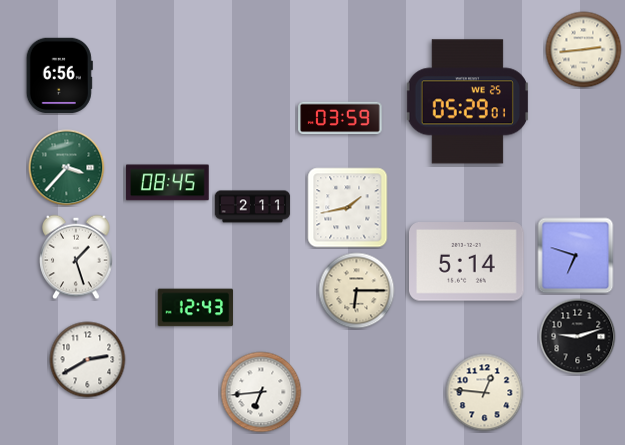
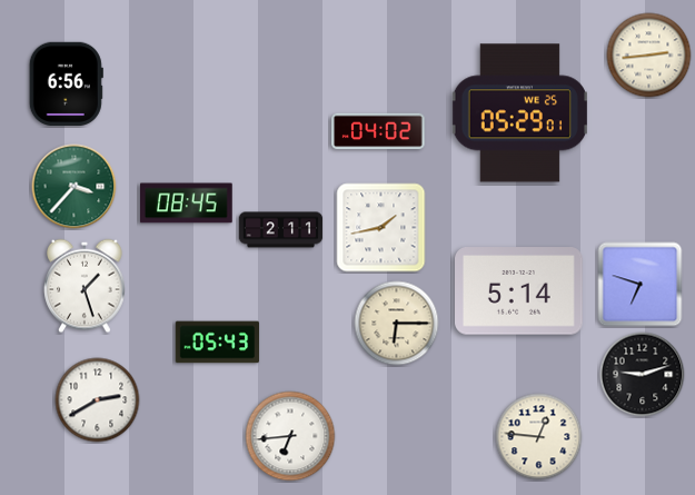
clock at (340, 118): 03:59 -> 04:02
clock at (348, 208) position: (348, 208) -> (381, 228)
clock at (196, 308): 12:43 -> 05:43
